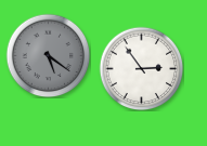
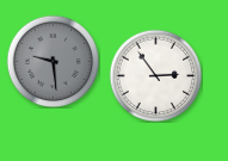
clock at (48, 55): 5:21 -> 9:29
